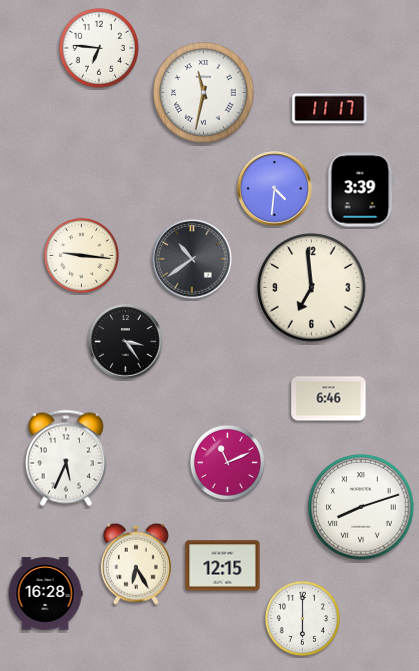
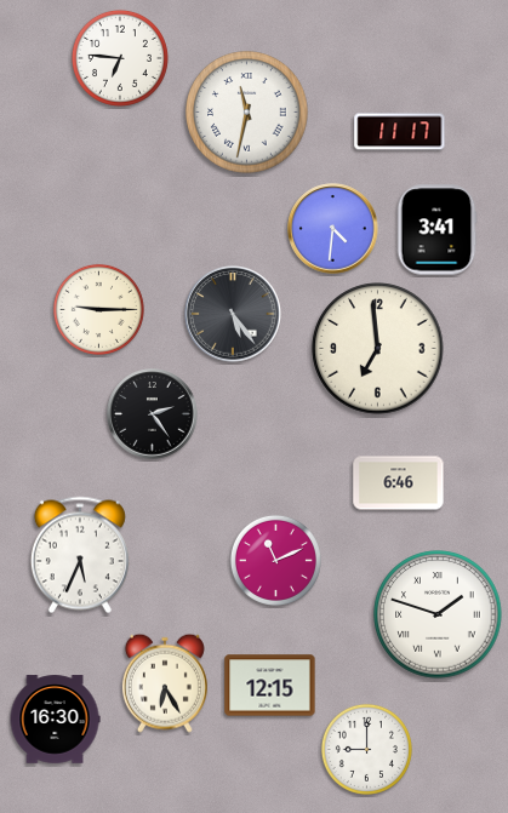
clock at (360, 190): 3:39 -> 3:41
clock at (81, 255): 9:16 -> 9:15
clock at (192, 259): 10:39 -> 5:24
clock at (126, 342): 3:24 -> 2:24
clock at (361, 507): 8:12 -> 1:48
clock at (45, 594): 16:28 -> 16:30
clock at (302, 618): 6:00 -> 9:00
